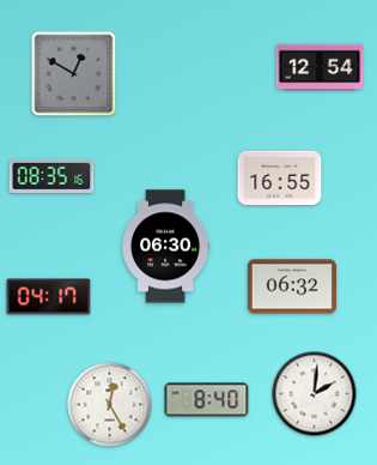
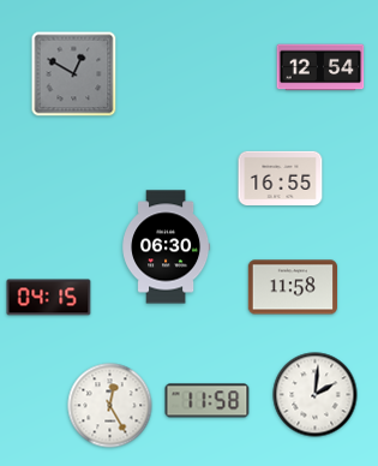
clock at (51, 176): 08:35 -> none
clock at (291, 286): 06:32 -> 11:58
clock at (49, 297): 04:17 -> 04:15
clock at (207, 400): 8:40 -> 11:58
